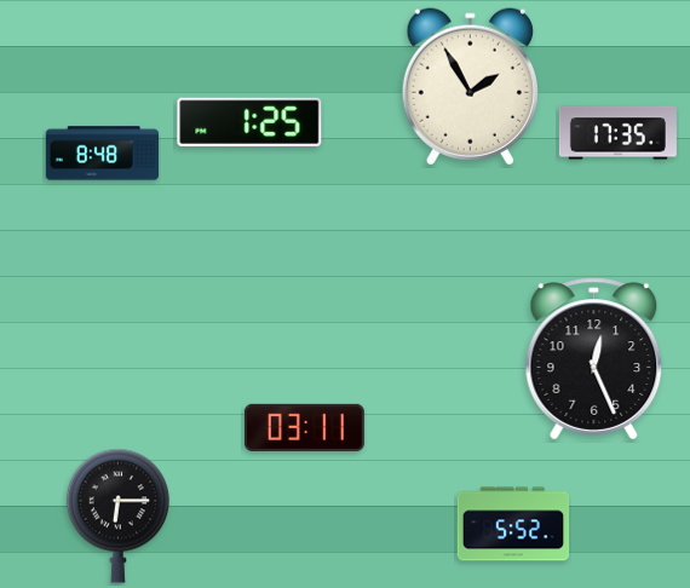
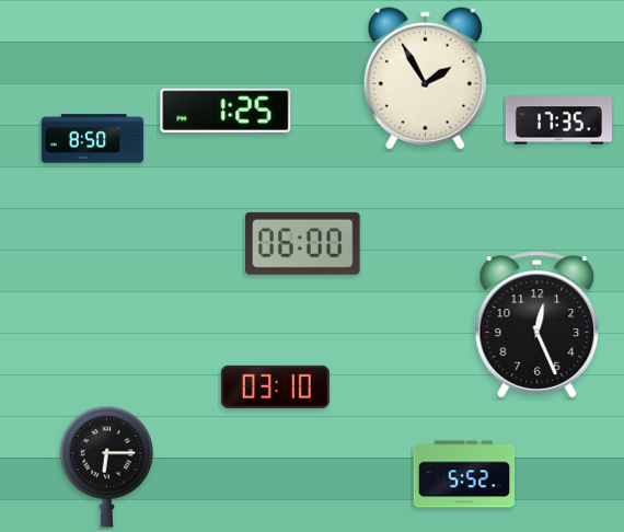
clock at (103, 154): 8:48 -> 8:50
clock at (303, 243): none -> 06:00
clock at (304, 427): 03:11 -> 03:10
